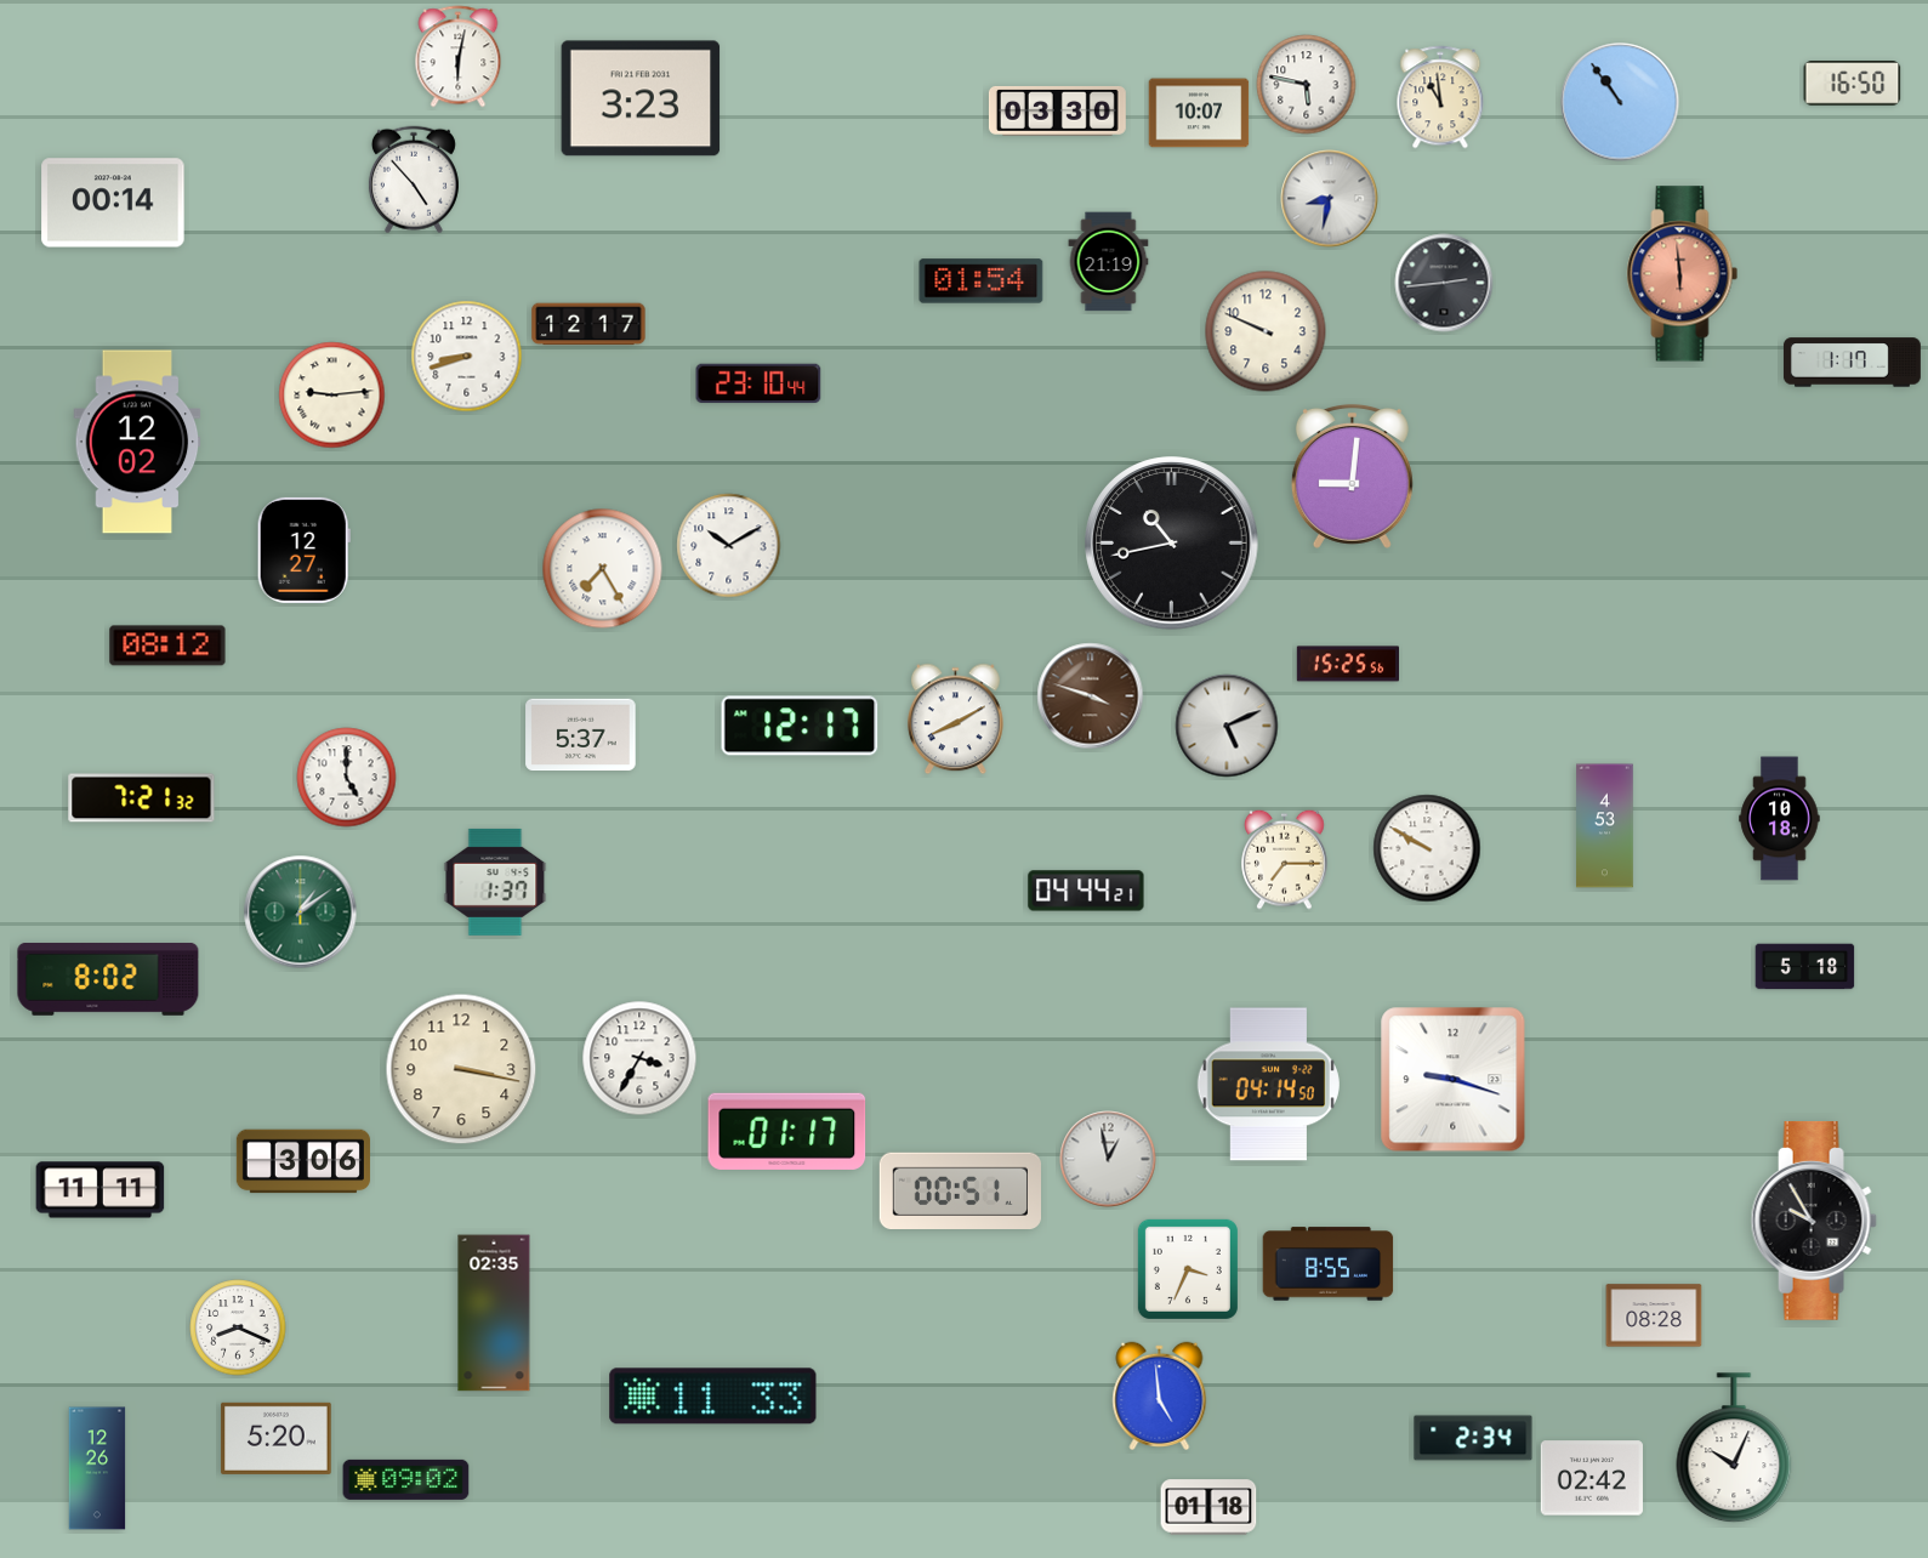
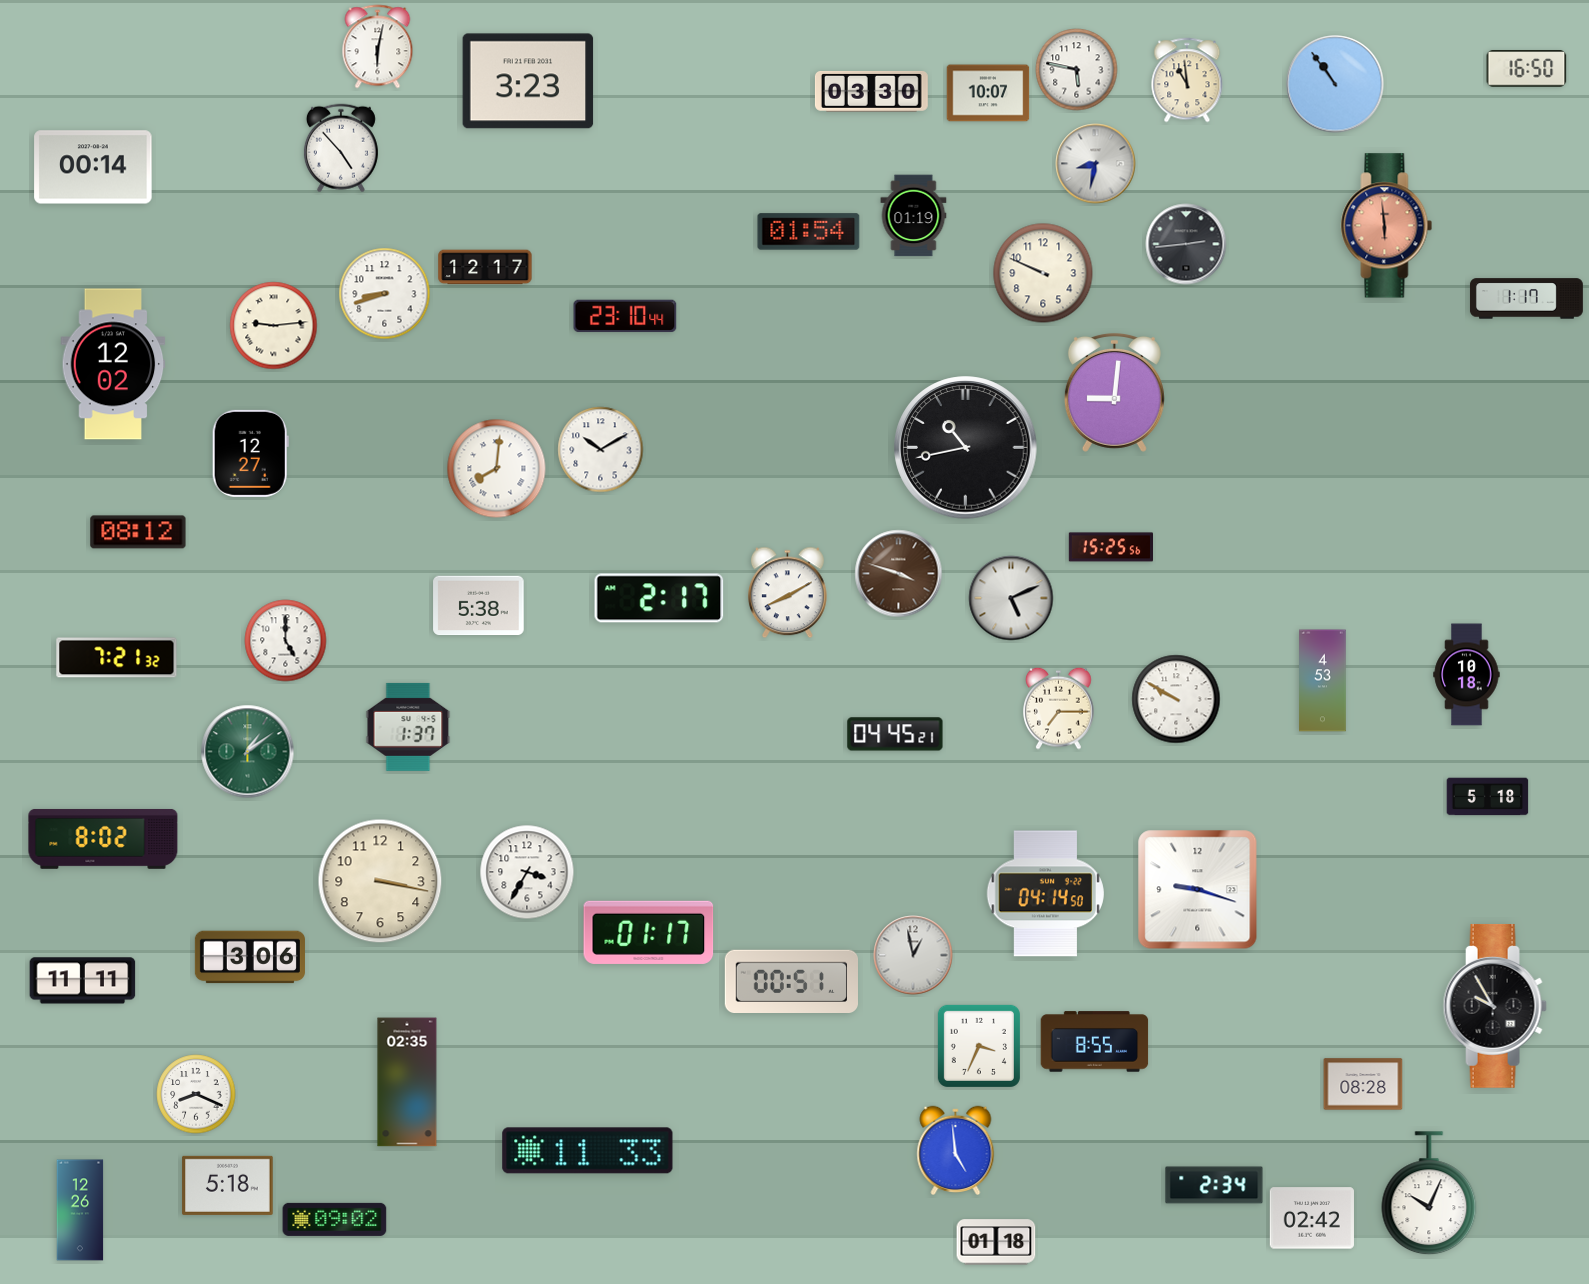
clock at (1109, 262): 21:19 -> 01:19
clock at (1444, 283) position: (1444, 283) -> (1186, 244)
clock at (603, 569): 7:25 -> 8:01
clock at (800, 726): 12:17 -> 2:17
clock at (581, 735): 5:37 -> 5:38
clock at (1086, 891): 04:44 -> 04:45
clock at (108, 979) position: (108, 979) -> (103, 839)
clock at (277, 1438): 5:20 -> 5:18
